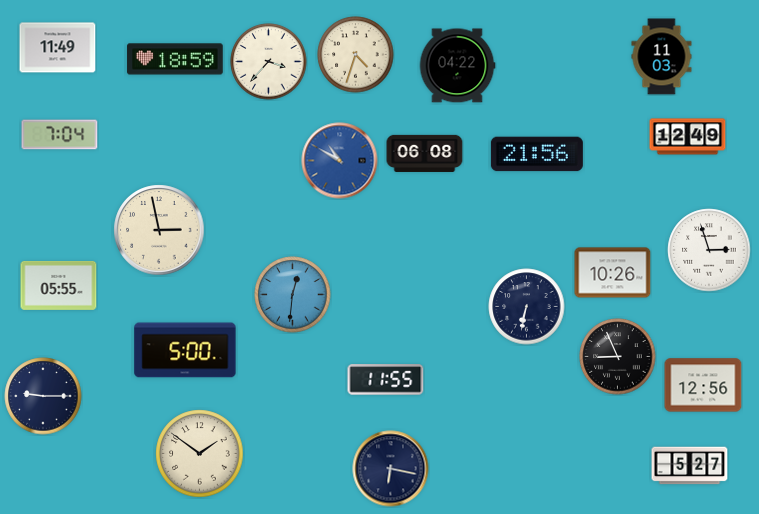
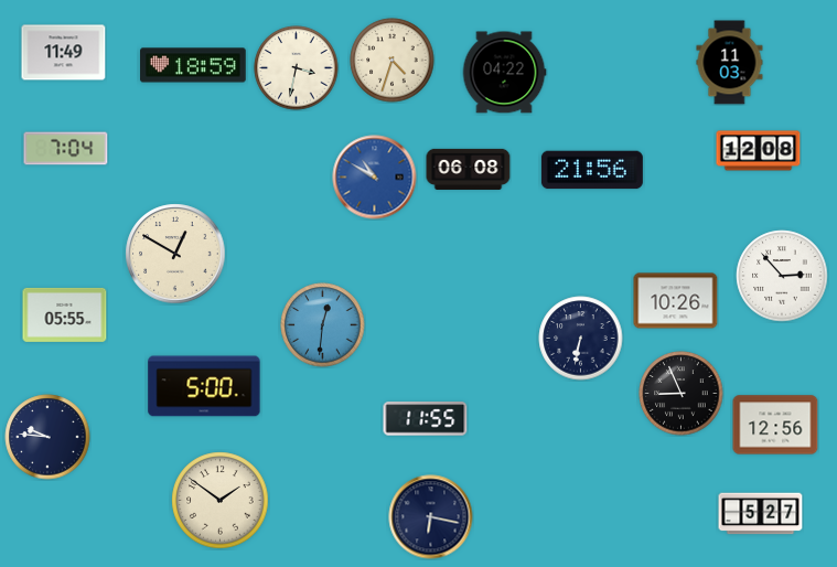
clock at (269, 62): 3:37 -> 3:32
clock at (688, 137): 12:49 -> 12:08
clock at (159, 230): 2:58 -> 12:50
clock at (709, 250): 2:57 -> 2:53
clock at (43, 396): 9:15 -> 9:46
